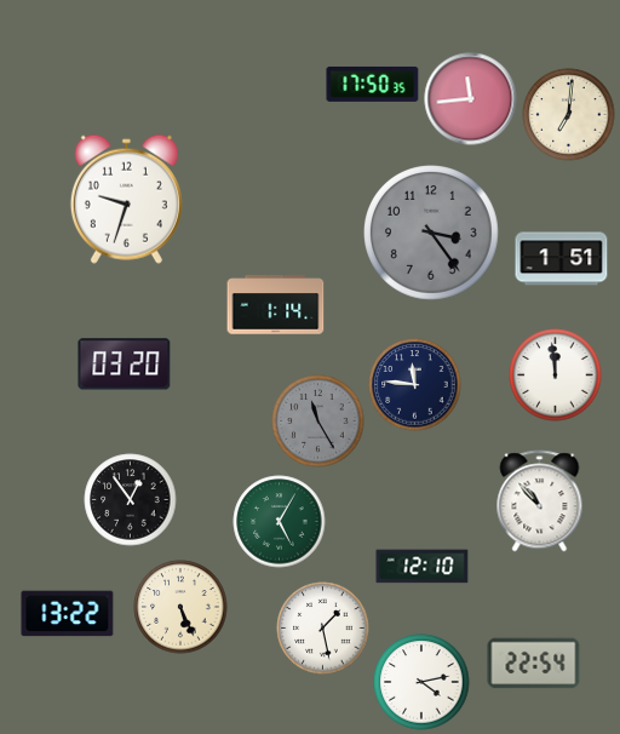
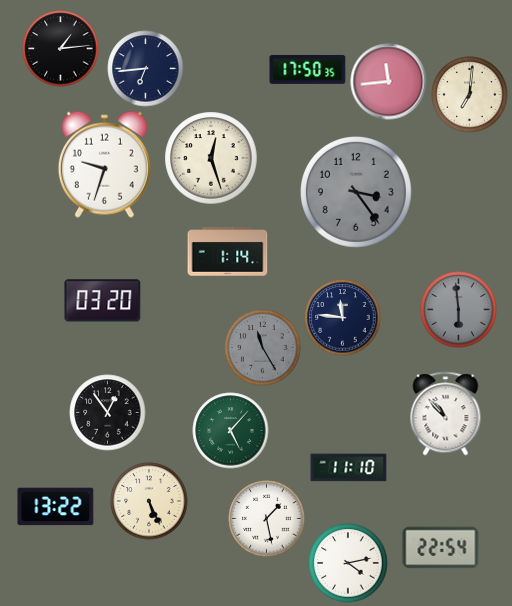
clock at (61, 49): none -> 1:14
clock at (146, 69): none -> 6:44
clock at (211, 158): none -> 12:27
clock at (562, 259): 1:51 -> none
clock at (556, 375): 11:59 -> 5:59
clock at (556, 375) dial: white -> grey
clock at (280, 522): 5:05 -> 5:07
clock at (423, 567): 12:10 -> 11:10
